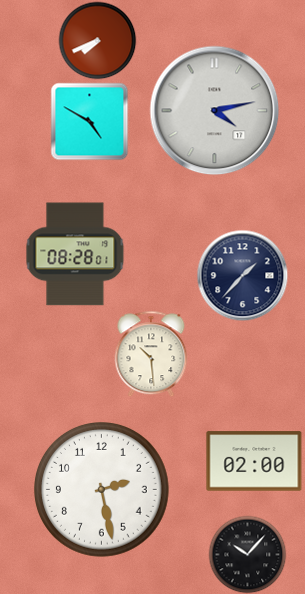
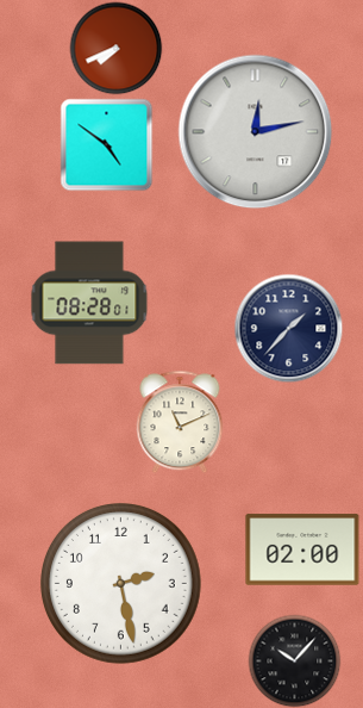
clock at (215, 111): 4:13 -> 12:13
clock at (89, 121): 4:50 -> 4:51
clock at (151, 354): 10:29 -> 11:11
